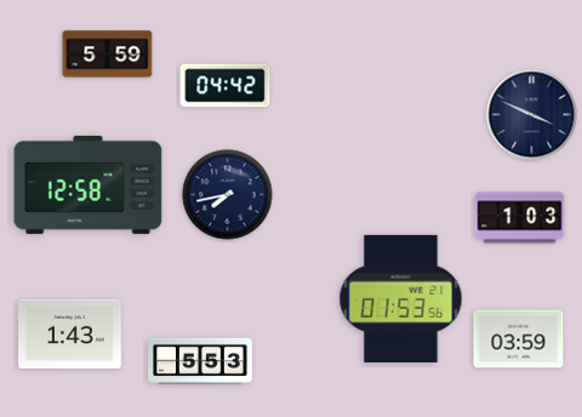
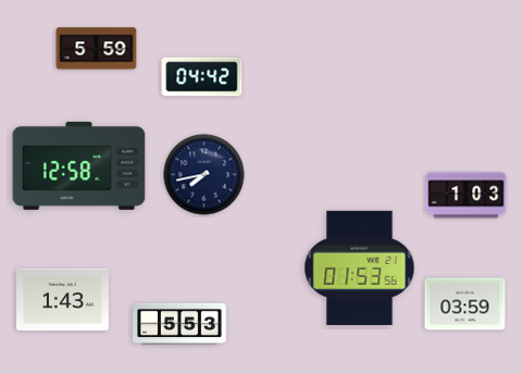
clock at (532, 115): 3:49 -> none
